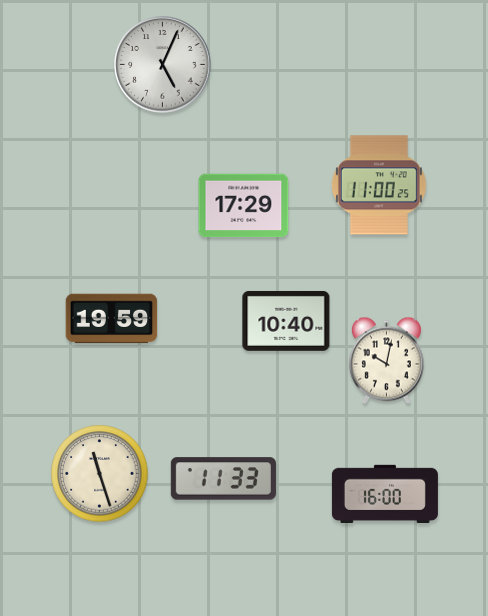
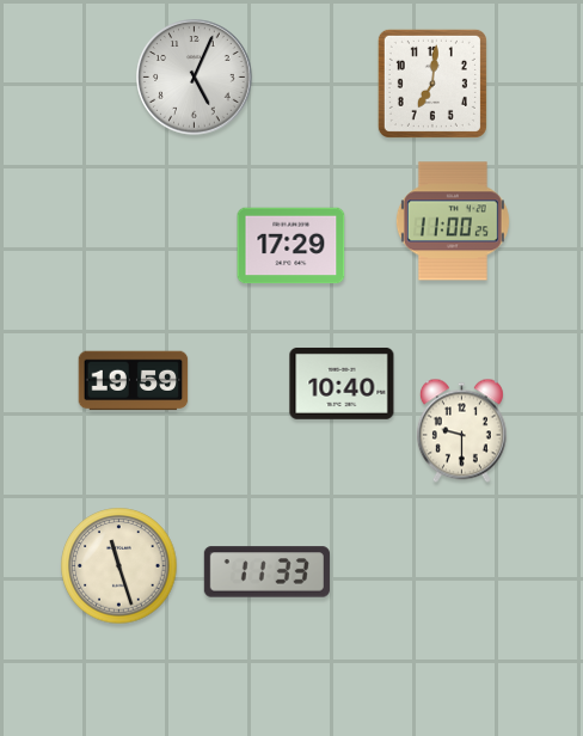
clock at (432, 84): none -> 7:01
clock at (386, 361): 10:02 -> 9:30
clock at (385, 493): 16:00 -> none
